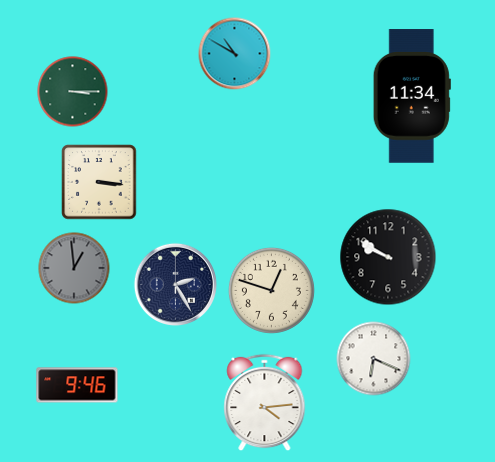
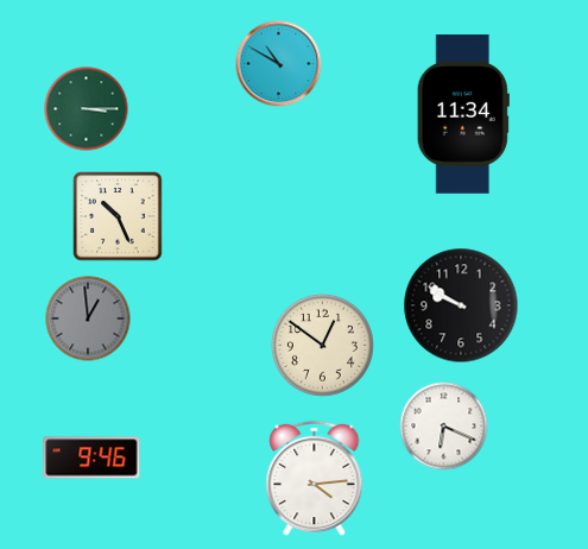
clock at (412, 96) position: (412, 96) -> (463, 114)
clock at (99, 182): 3:16 -> 10:26
clock at (175, 284): 2:25 -> none
clock at (271, 290): 12:48 -> 12:51
